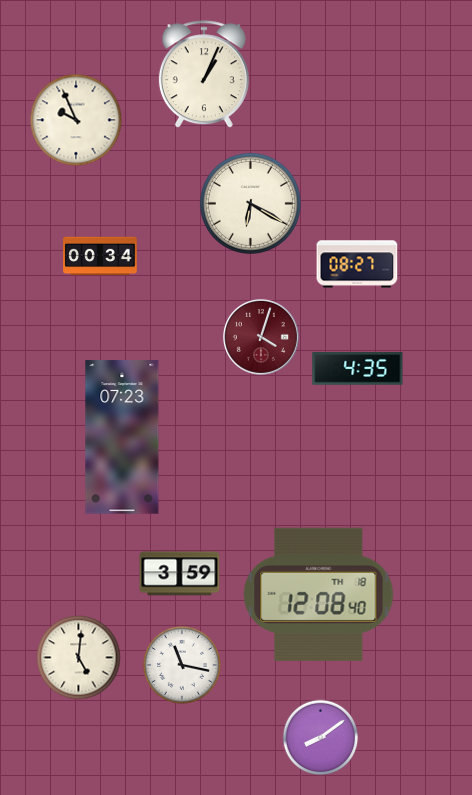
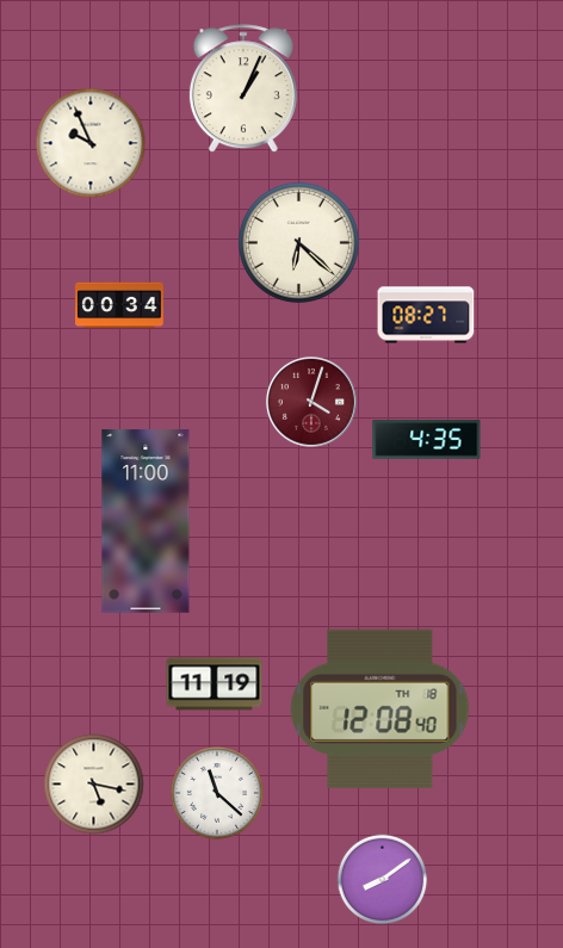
clock at (250, 203): 6:20 -> 6:22
clock at (122, 437): 07:23 -> 11:00
clock at (180, 574): 3:59 -> 11:19
clock at (79, 658): 5:01 -> 5:17
clock at (182, 665): 11:17 -> 11:22
